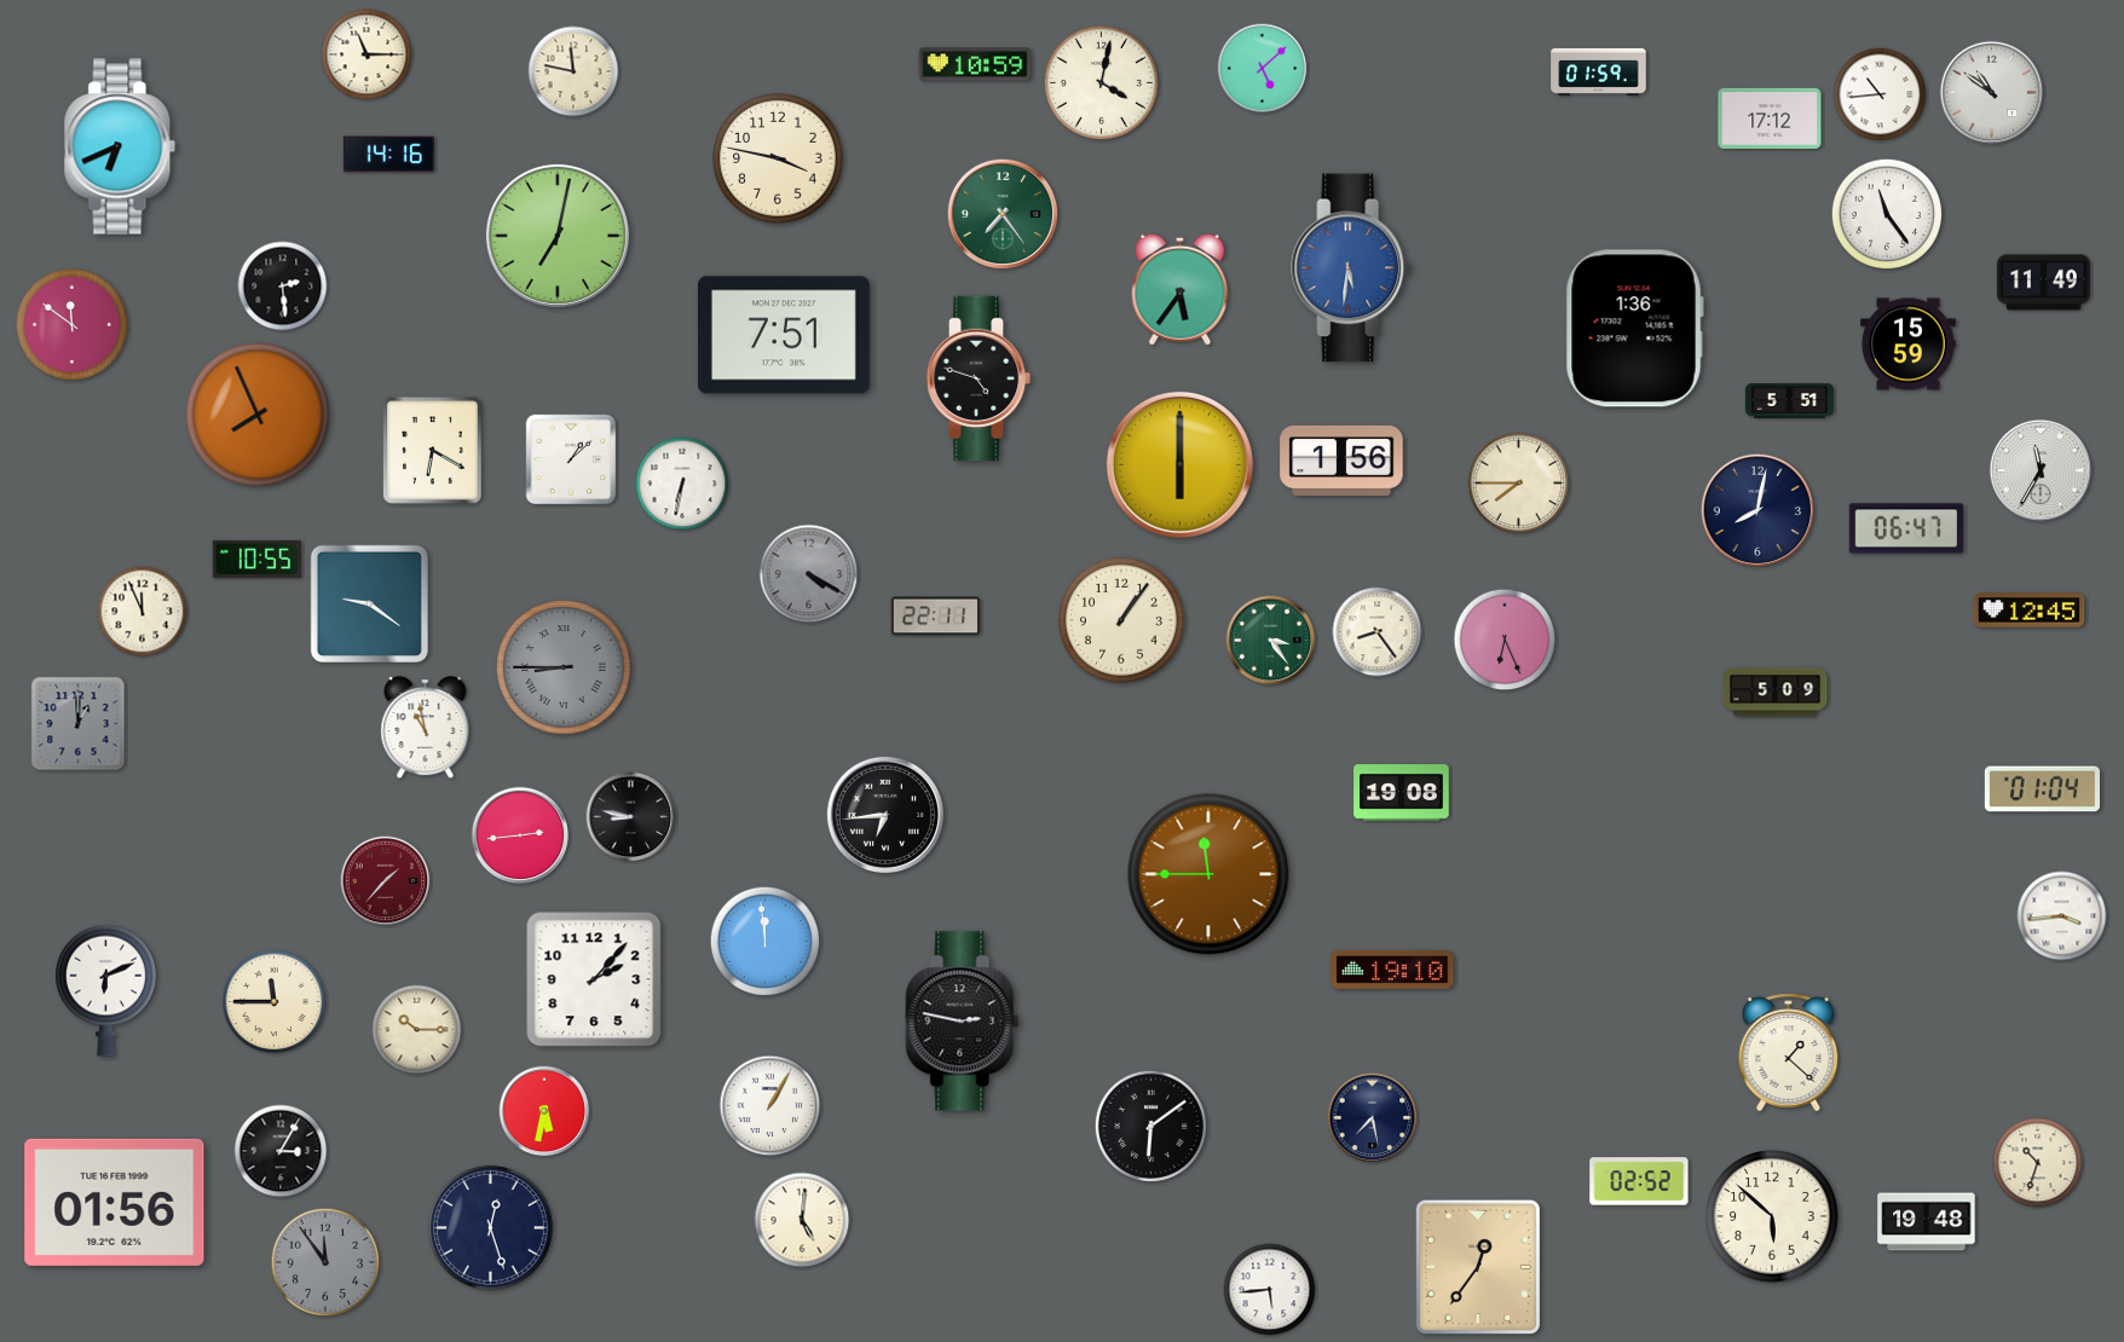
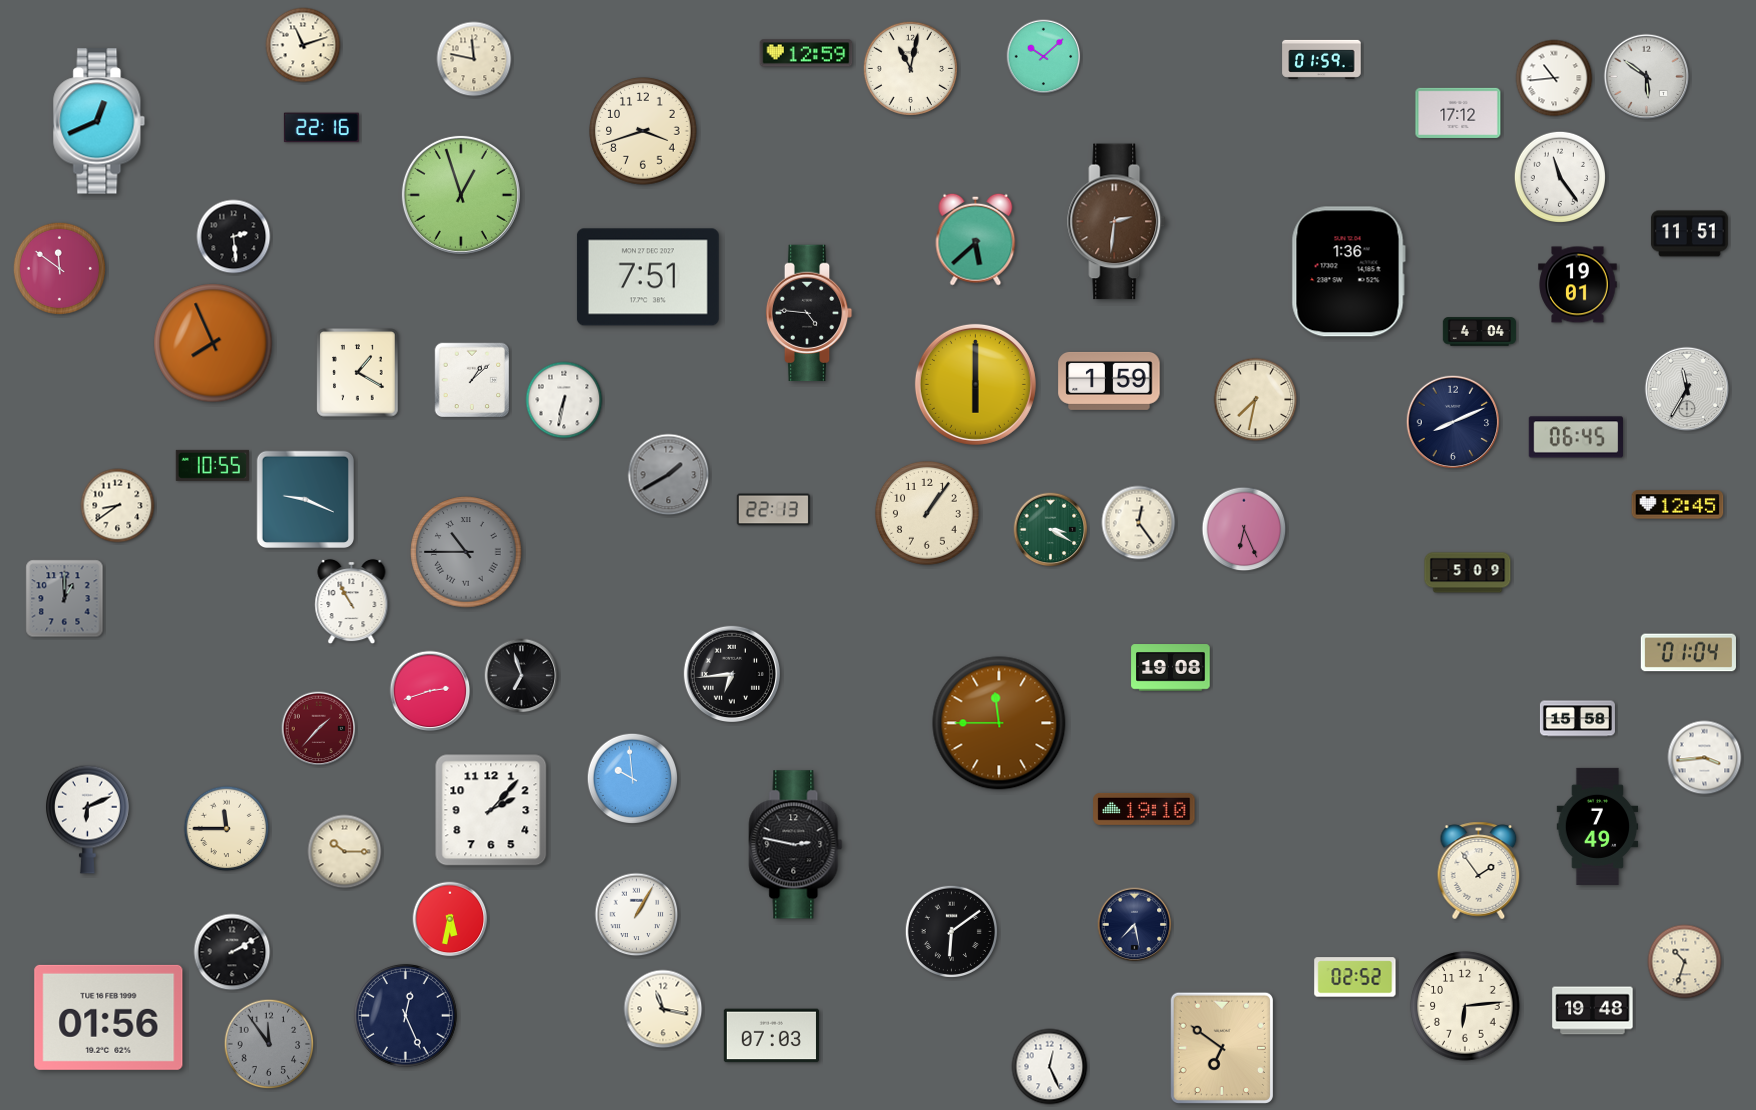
clock at (366, 54): 11:15 -> 11:12
clock at (975, 64): 10:59 -> 12:59
clock at (1263, 69): 5:08 -> 10:08
clock at (1101, 82): 4:02 -> 11:02
clock at (1992, 93): 10:51 -> 5:51
clock at (1770, 118) position: (1770, 118) -> (1458, 113)
clock at (120, 146): 6:41 -> 12:41
clock at (388, 155): 14:16 -> 22:16
clock at (778, 158): 3:47 -> 3:42
clock at (1003, 214): 7:24 -> none
clock at (558, 236): 7:02 -> 12:57
clock at (1351, 268): 5:31 -> 2:31
clock at (1351, 268) dial: blue -> brown
clock at (2044, 283): 11:49 -> 11:51
clock at (1181, 289): 5:36 -> 5:38
clock at (1634, 329) position: (1634, 329) -> (1348, 272)
clock at (1909, 345): 15:59 -> 19:01
clock at (979, 378): 4:48 -> 4:46
clock at (1790, 401): 5:51 -> 4:04
clock at (433, 451): 6:20 -> 1:20
clock at (1341, 461): 1:56 -> 1:59
clock at (1519, 484): 7:45 -> 7:32
clock at (1756, 509): 8:02 -> 8:11
clock at (1905, 528): 06:47 -> 06:45
clock at (256, 559) position: (256, 559) -> (212, 465)
clock at (809, 574): 4:20 -> 1:40
clock at (369, 603): 9:21 -> 9:19
clock at (143, 612): 11:56 -> 8:39
clock at (935, 617): 22:11 -> 22:13
clock at (1378, 632): 8:24 -> 12:24
clock at (1271, 641): 3:24 -> 3:20
clock at (564, 667): 8:45 -> 10:45
clock at (426, 728): 10:58 -> 10:55
clock at (1402, 793) position: (1402, 793) -> (1171, 668)
clock at (631, 817): 8:47 -> 6:57
clock at (520, 835): 2:44 -> 2:42
clock at (1577, 719): none -> 15:58
clock at (766, 942): 11:59 -> 9:59
clock at (1392, 970) position: (1392, 970) -> (1144, 809)
clock at (1598, 826): none -> 7:49
clock at (1789, 1053): 1:22 -> 1:54
clock at (281, 1151): 3:05 -> 2:10
clock at (115, 1202) position: (115, 1202) -> (109, 1017)
clock at (1772, 1216): 5:52 -> 6:14
clock at (802, 1220): 5:01 -> 11:17
clock at (490, 1227): 12:27 -> 12:26
clock at (771, 1036): none -> 07:03
clock at (1478, 1267): 12:36 -> 6:51
clock at (1270, 1290): 5:44 -> 12:26
